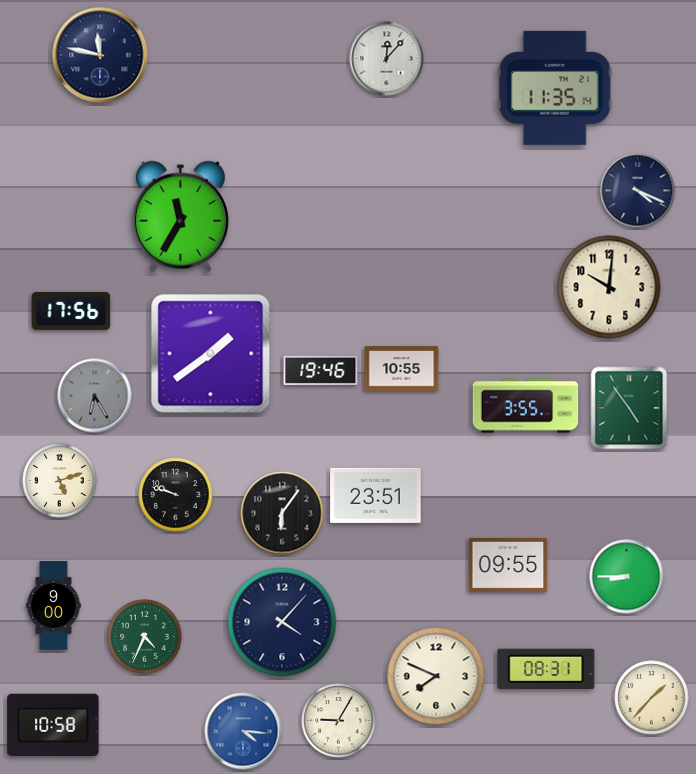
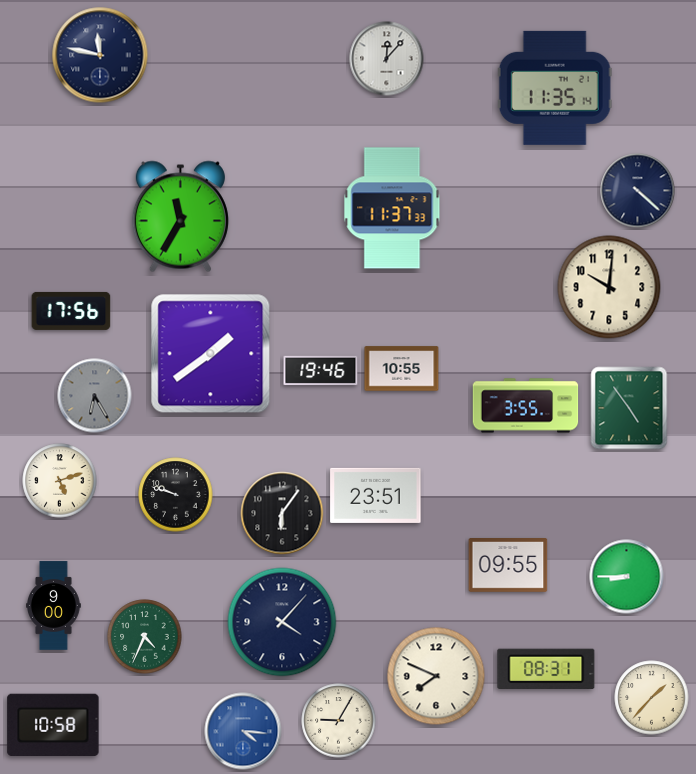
clock at (638, 191): 4:19 -> 4:22
clock at (392, 208): none -> 11:37
